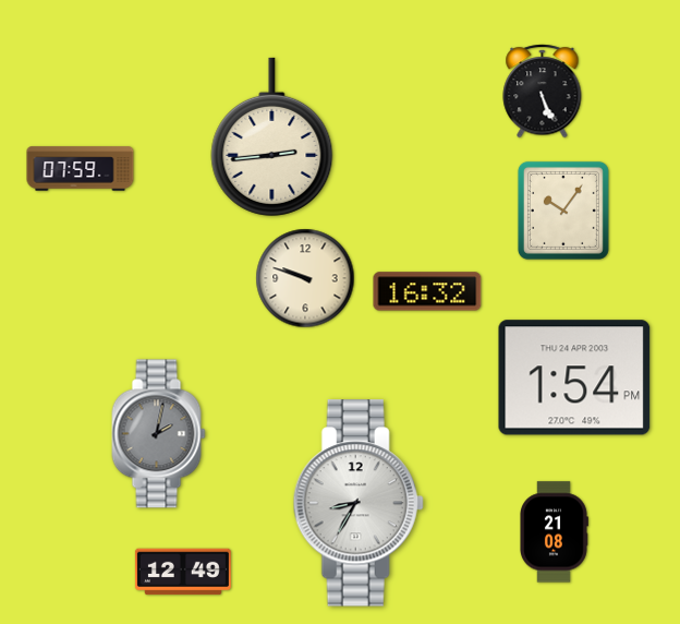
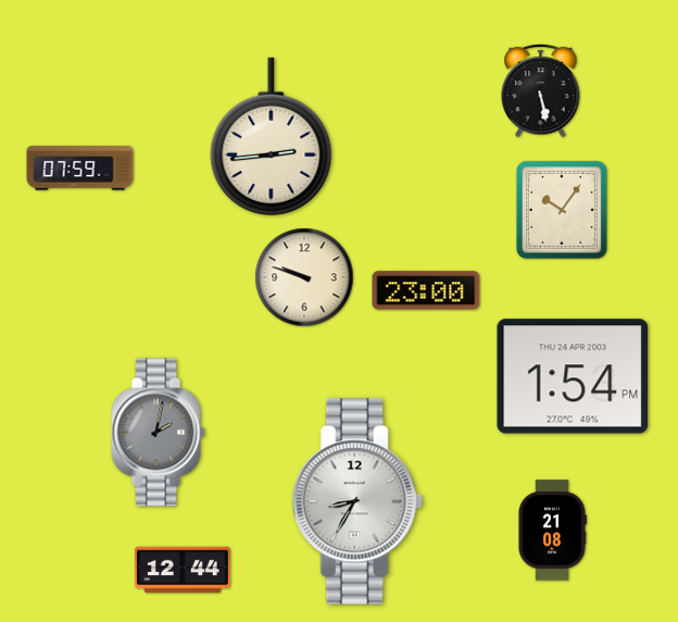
clock at (543, 92): 5:26 -> 5:28
clock at (427, 291): 16:32 -> 23:00
clock at (183, 572): 12:49 -> 12:44
